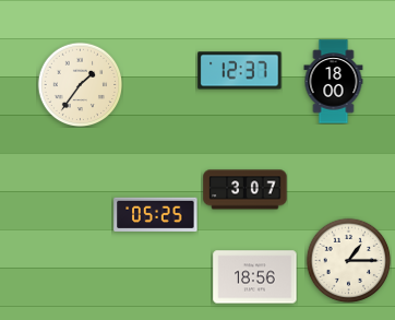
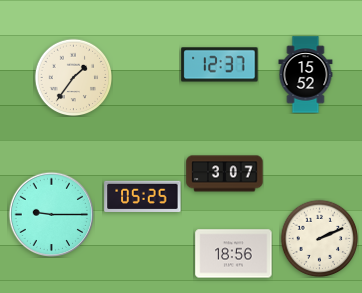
clock at (334, 82): 18:00 -> 15:52
clock at (51, 214): none -> 9:15
clock at (348, 260): 1:15 -> 2:11
